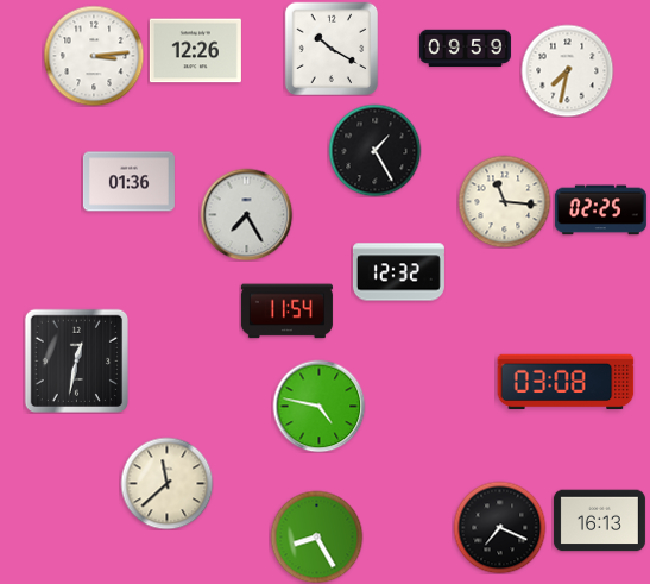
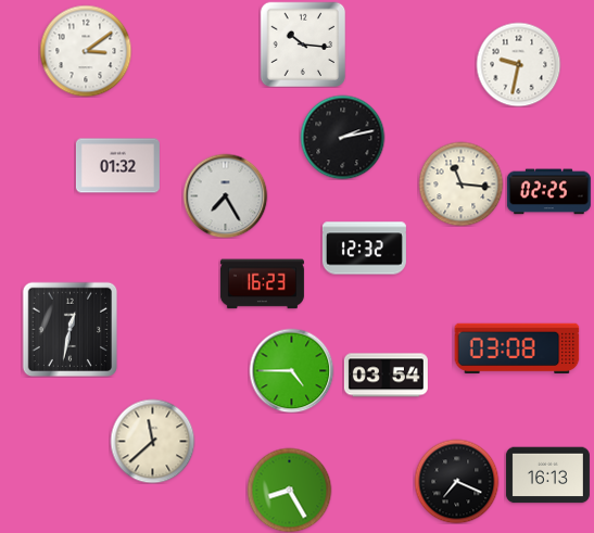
clock at (332, 49): 10:20 -> 10:16
clock at (465, 49): 09:59 -> none
clock at (195, 51): 12:26 -> none
clock at (94, 56): 3:14 -> 3:09
clock at (567, 70): 7:32 -> 9:32
clock at (374, 150): 1:25 -> 2:13
clock at (128, 182): 01:36 -> 01:32
clock at (286, 312): 11:54 -> 16:23
clock at (318, 406): 4:47 -> 4:45
clock at (386, 376): none -> 03:54
